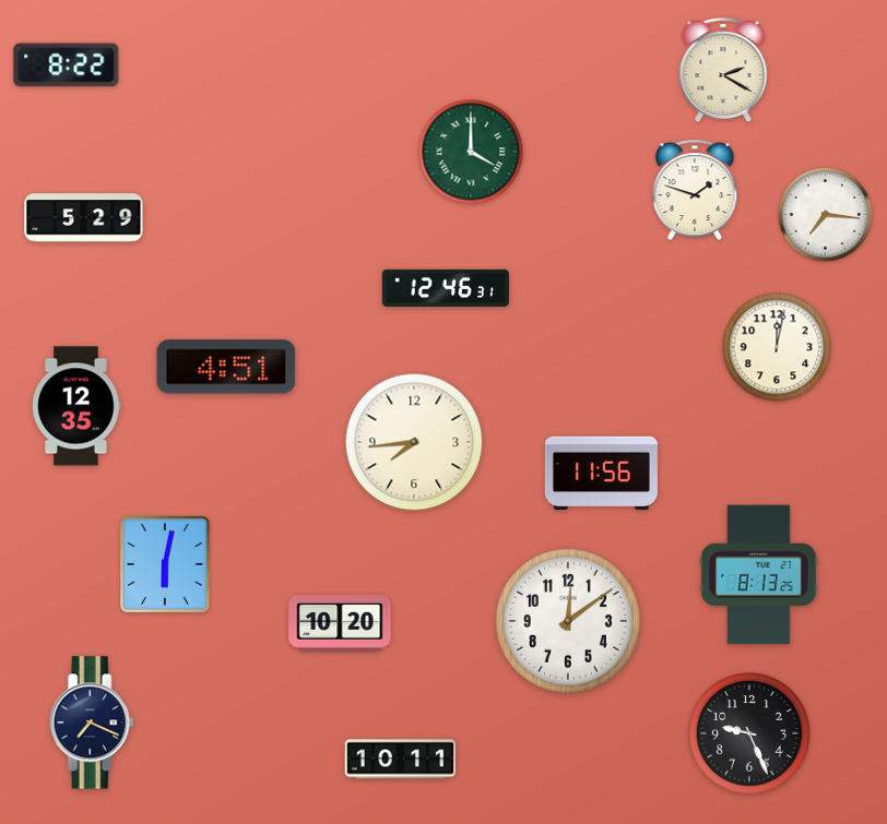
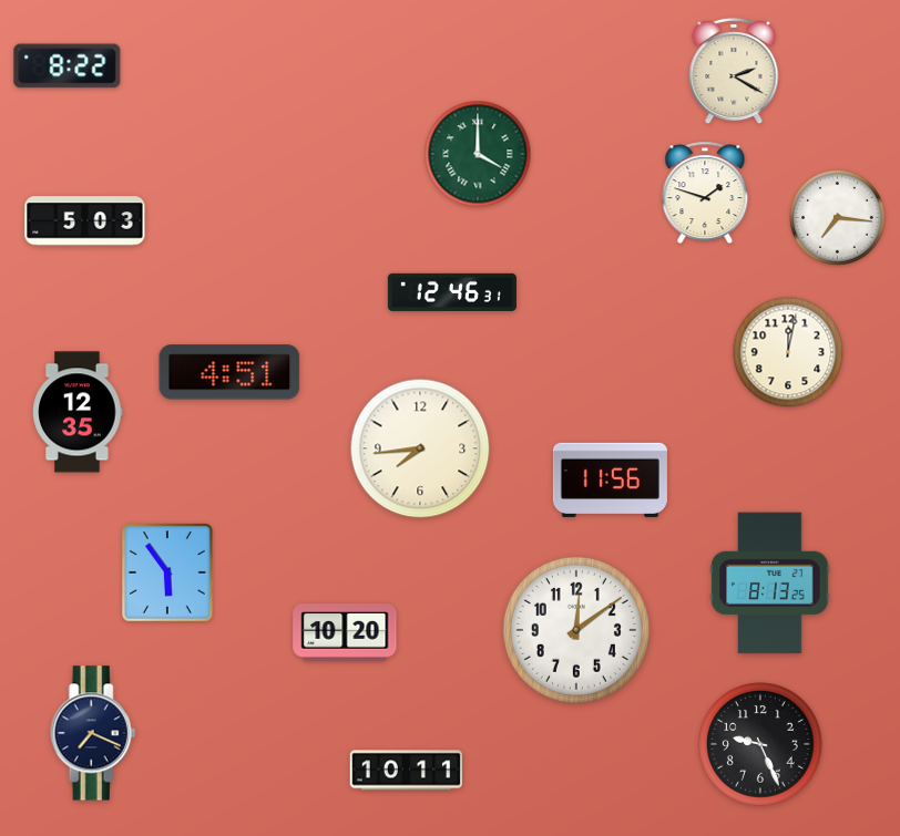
clock at (84, 218): 5:29 -> 5:03
clock at (166, 565): 6:02 -> 5:54
